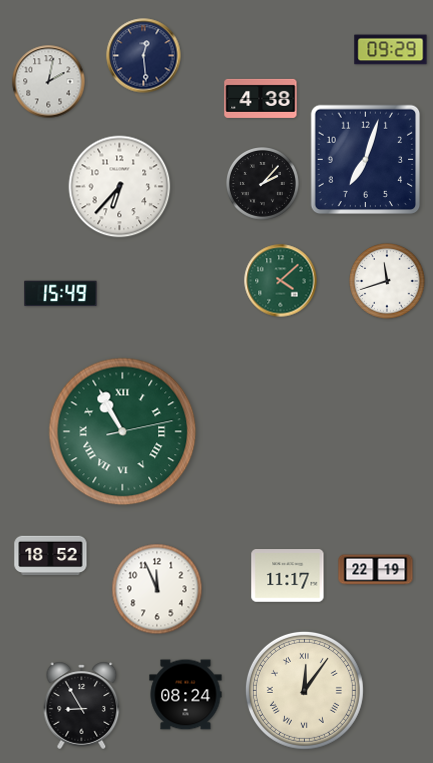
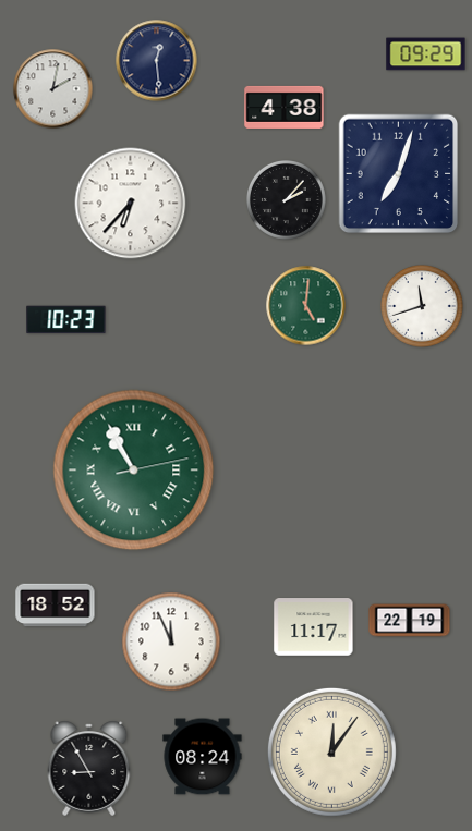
clock at (281, 281): 4:08 -> 5:01
clock at (61, 294): 15:49 -> 10:23
